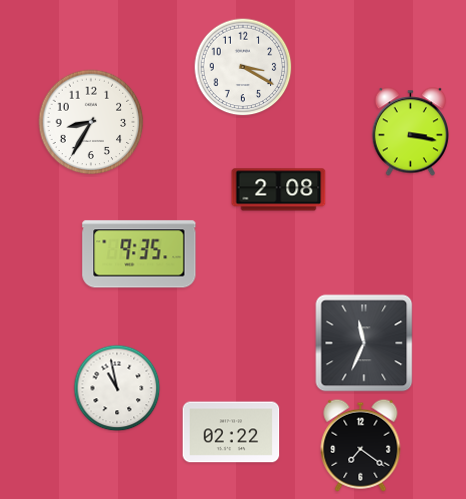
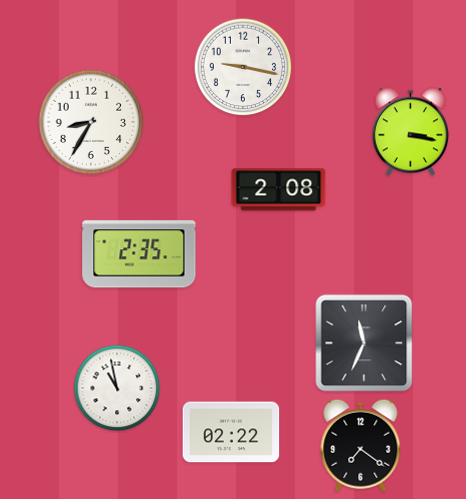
clock at (243, 67): 3:20 -> 9:17
clock at (139, 254): 9:35 -> 2:35
